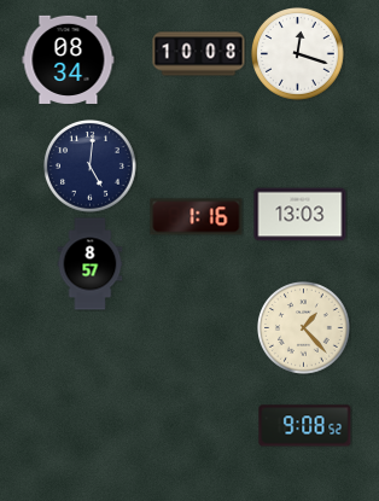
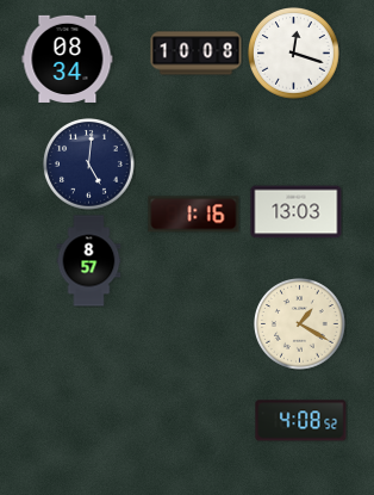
clock at (304, 328): 1:23 -> 1:20
clock at (305, 426): 9:08 -> 4:08
